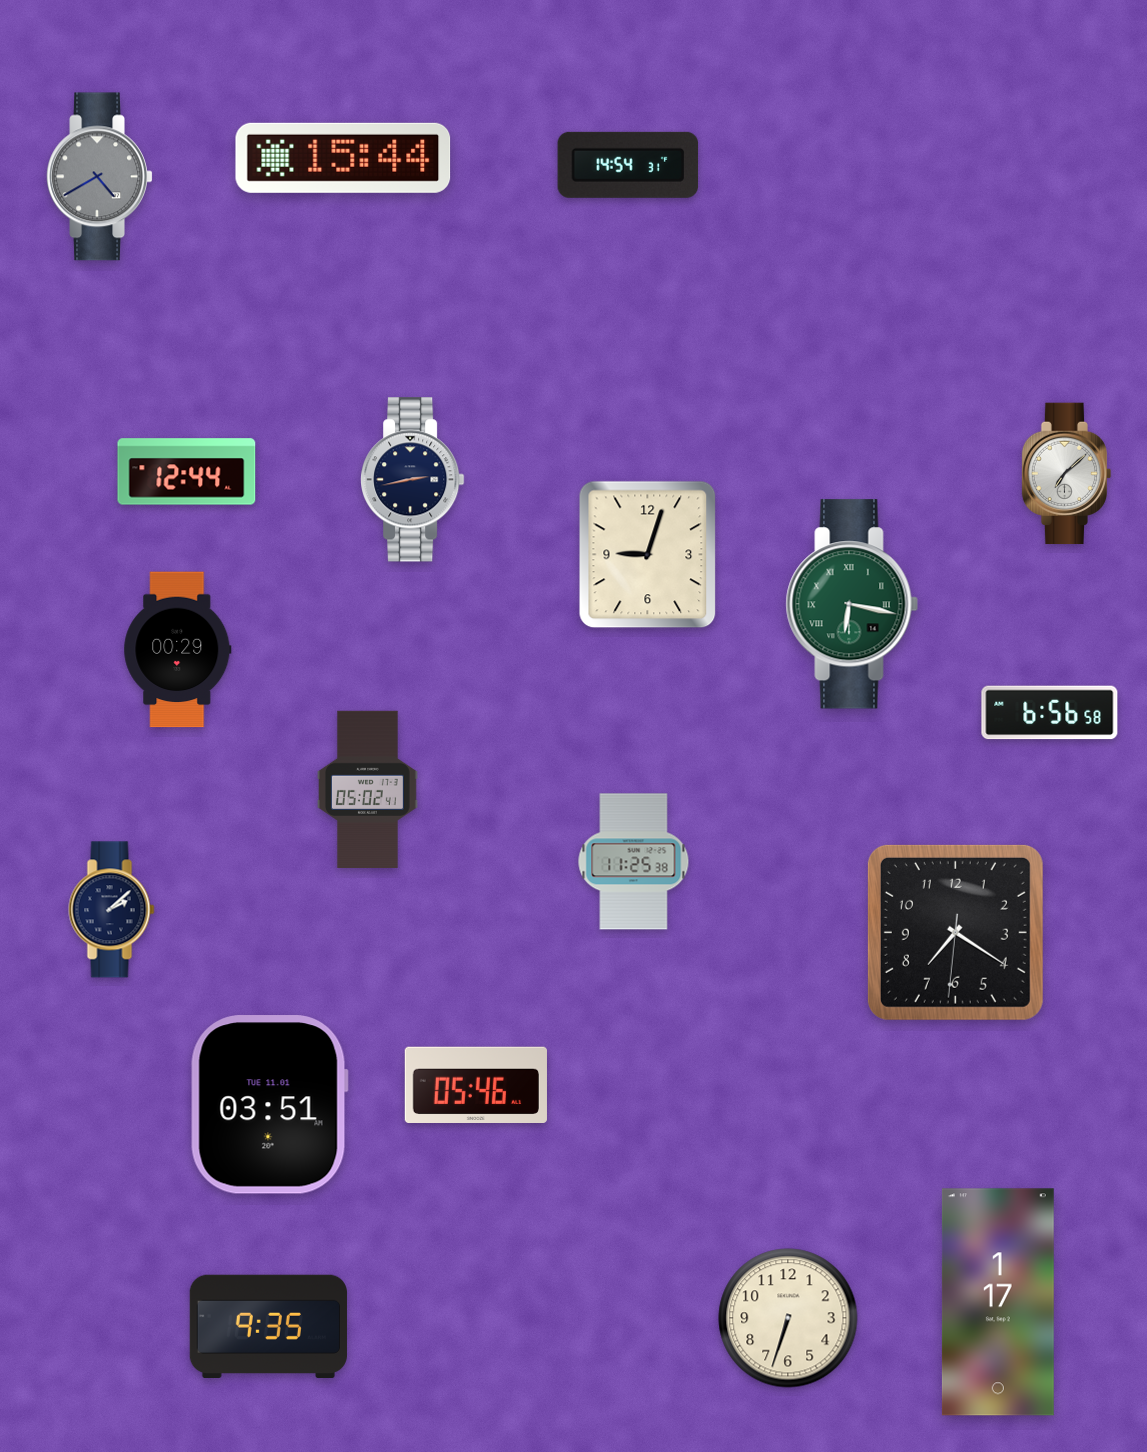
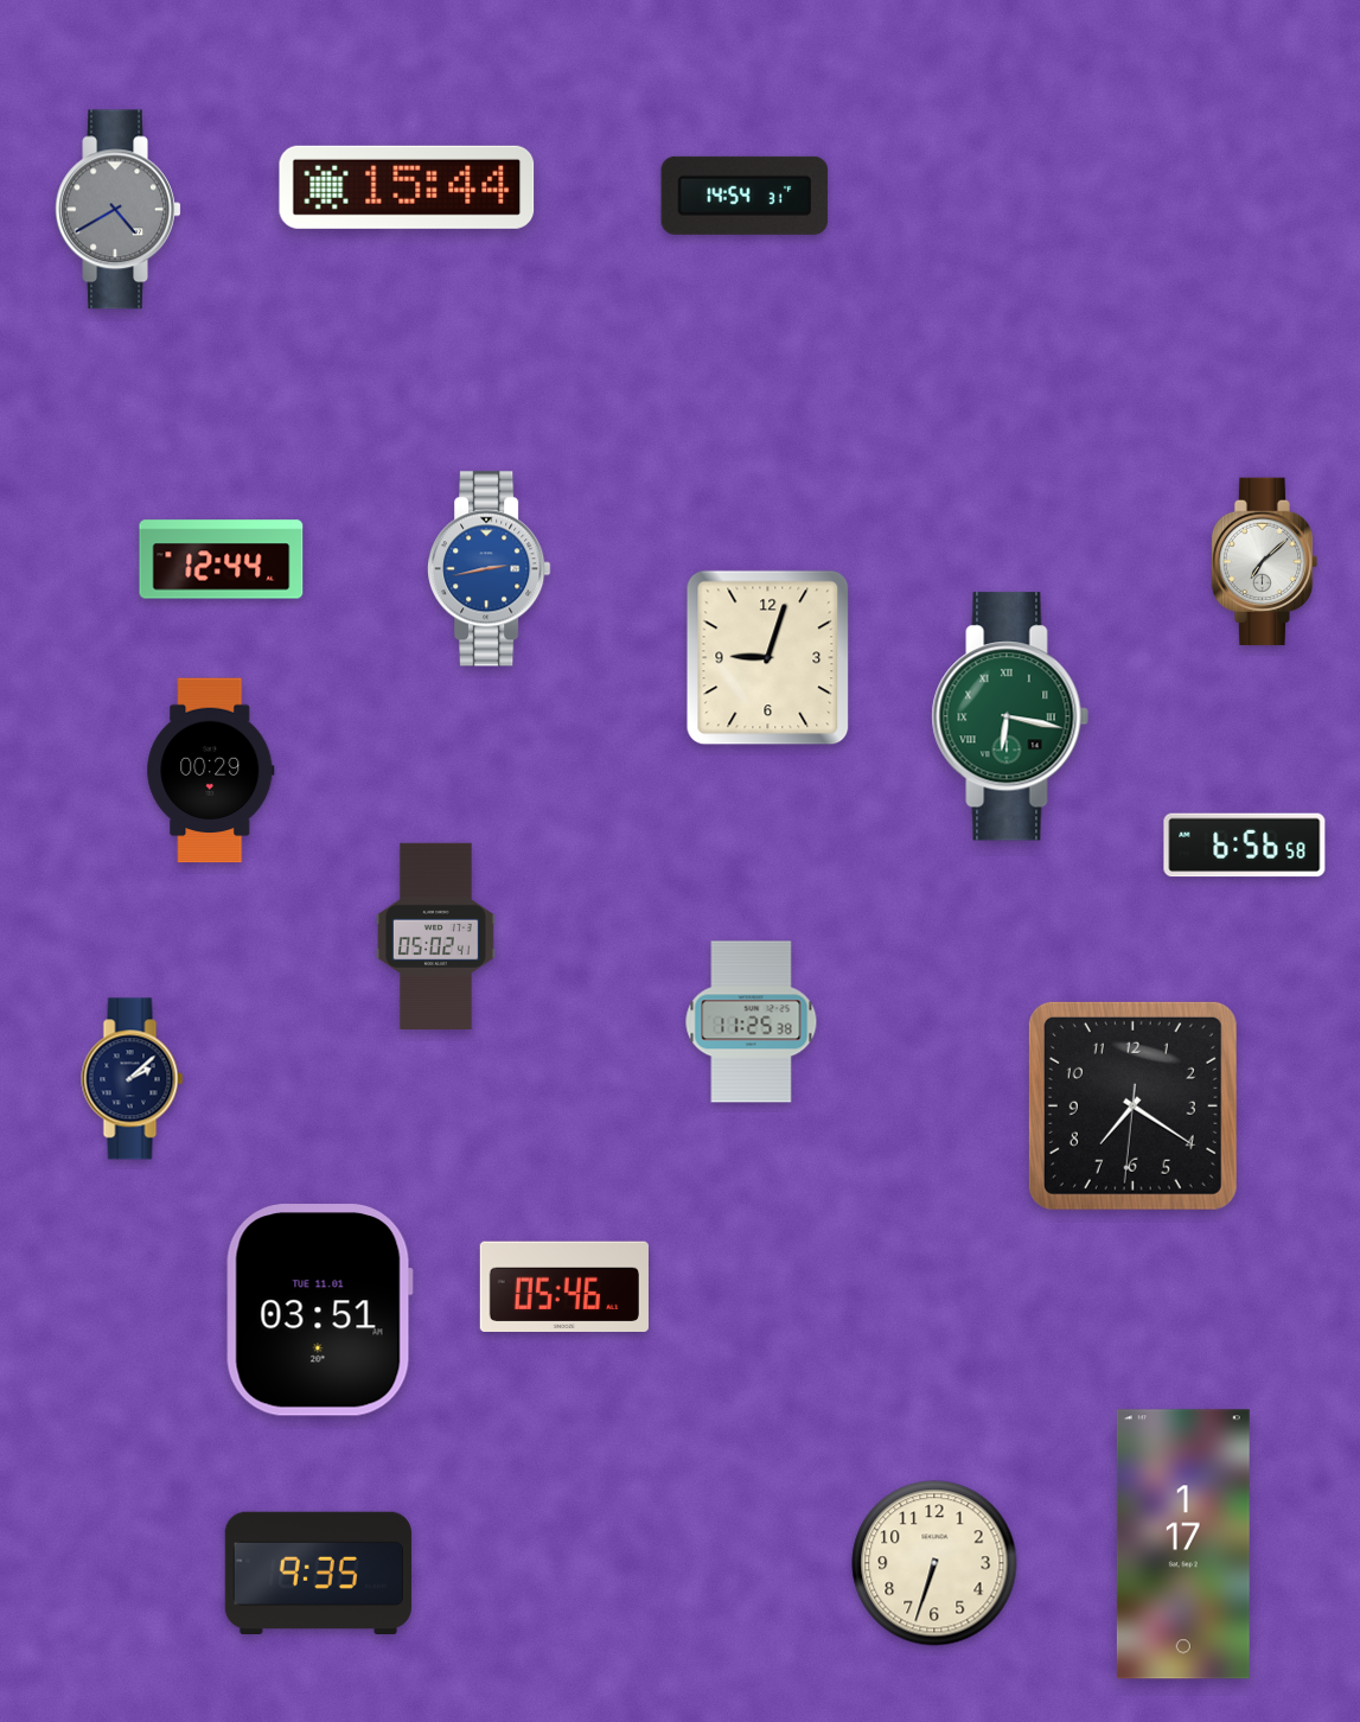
clock at (413, 480) dial: navy -> blue
